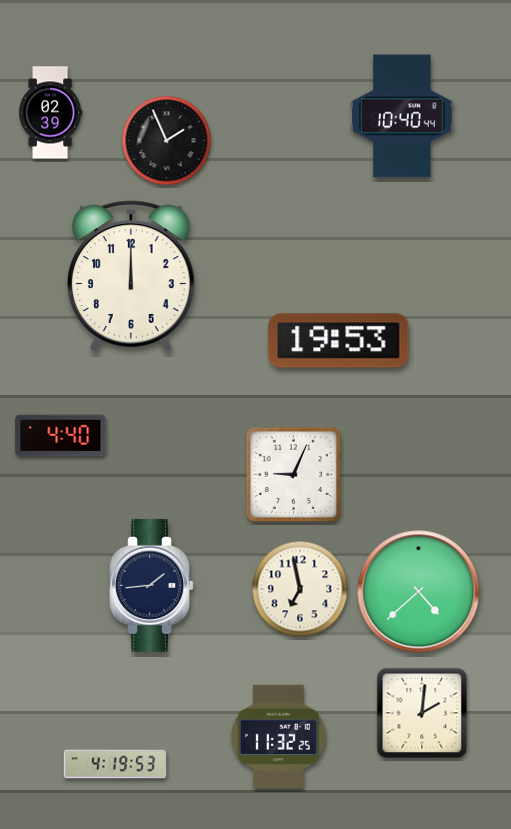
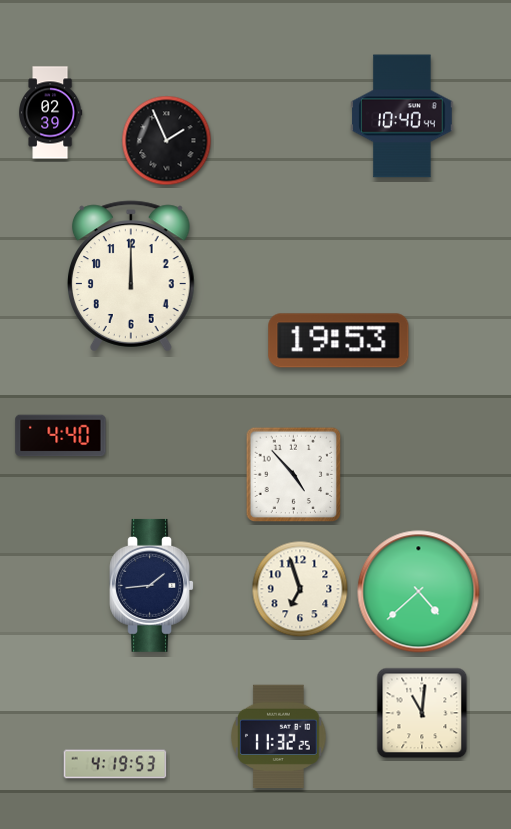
clock at (294, 475): 9:04 -> 4:53
clock at (300, 589): 6:58 -> 6:57
clock at (422, 713): 2:01 -> 11:01
